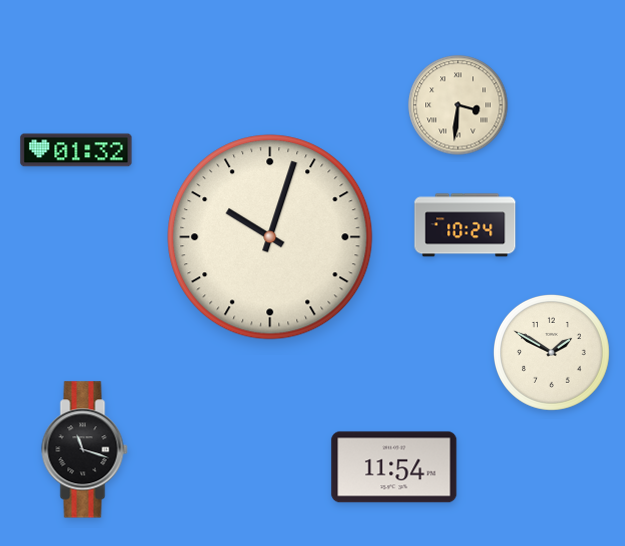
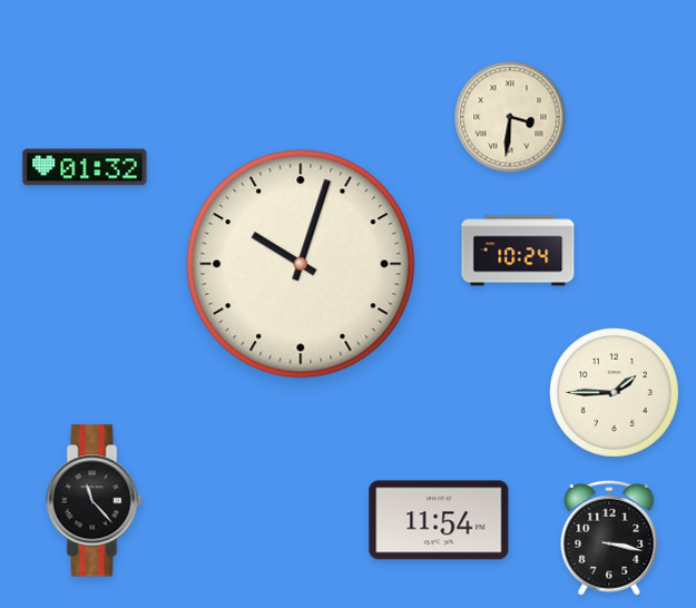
clock at (551, 352): 1:50 -> 1:45
clock at (85, 450): 11:18 -> 11:23
clock at (609, 538): none -> 3:17
